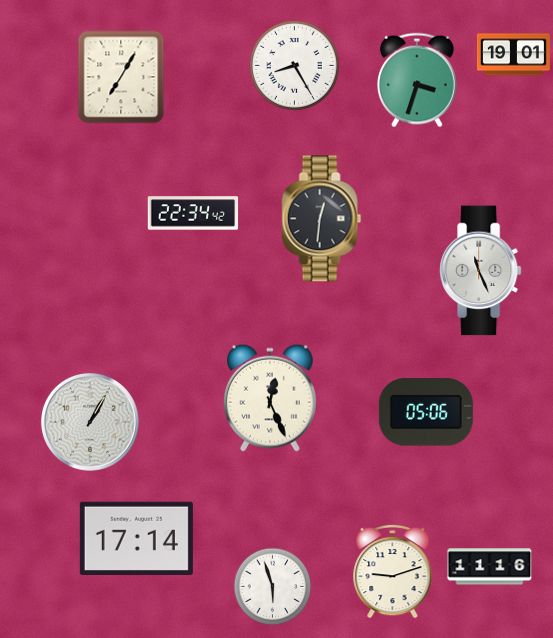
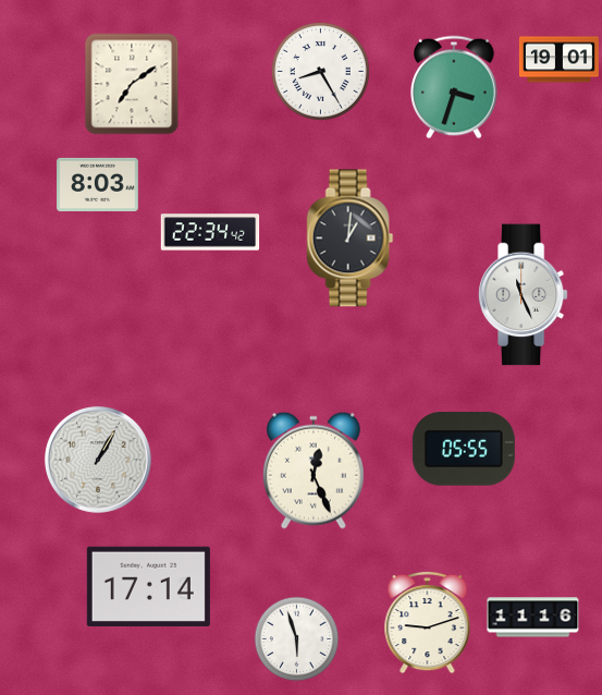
clock at (121, 77): 7:05 -> 7:09
clock at (98, 184): none -> 8:03
clock at (322, 219): 12:31 -> 1:01
clock at (270, 398) position: (270, 398) -> (314, 471)
clock at (426, 412): 05:06 -> 05:55
